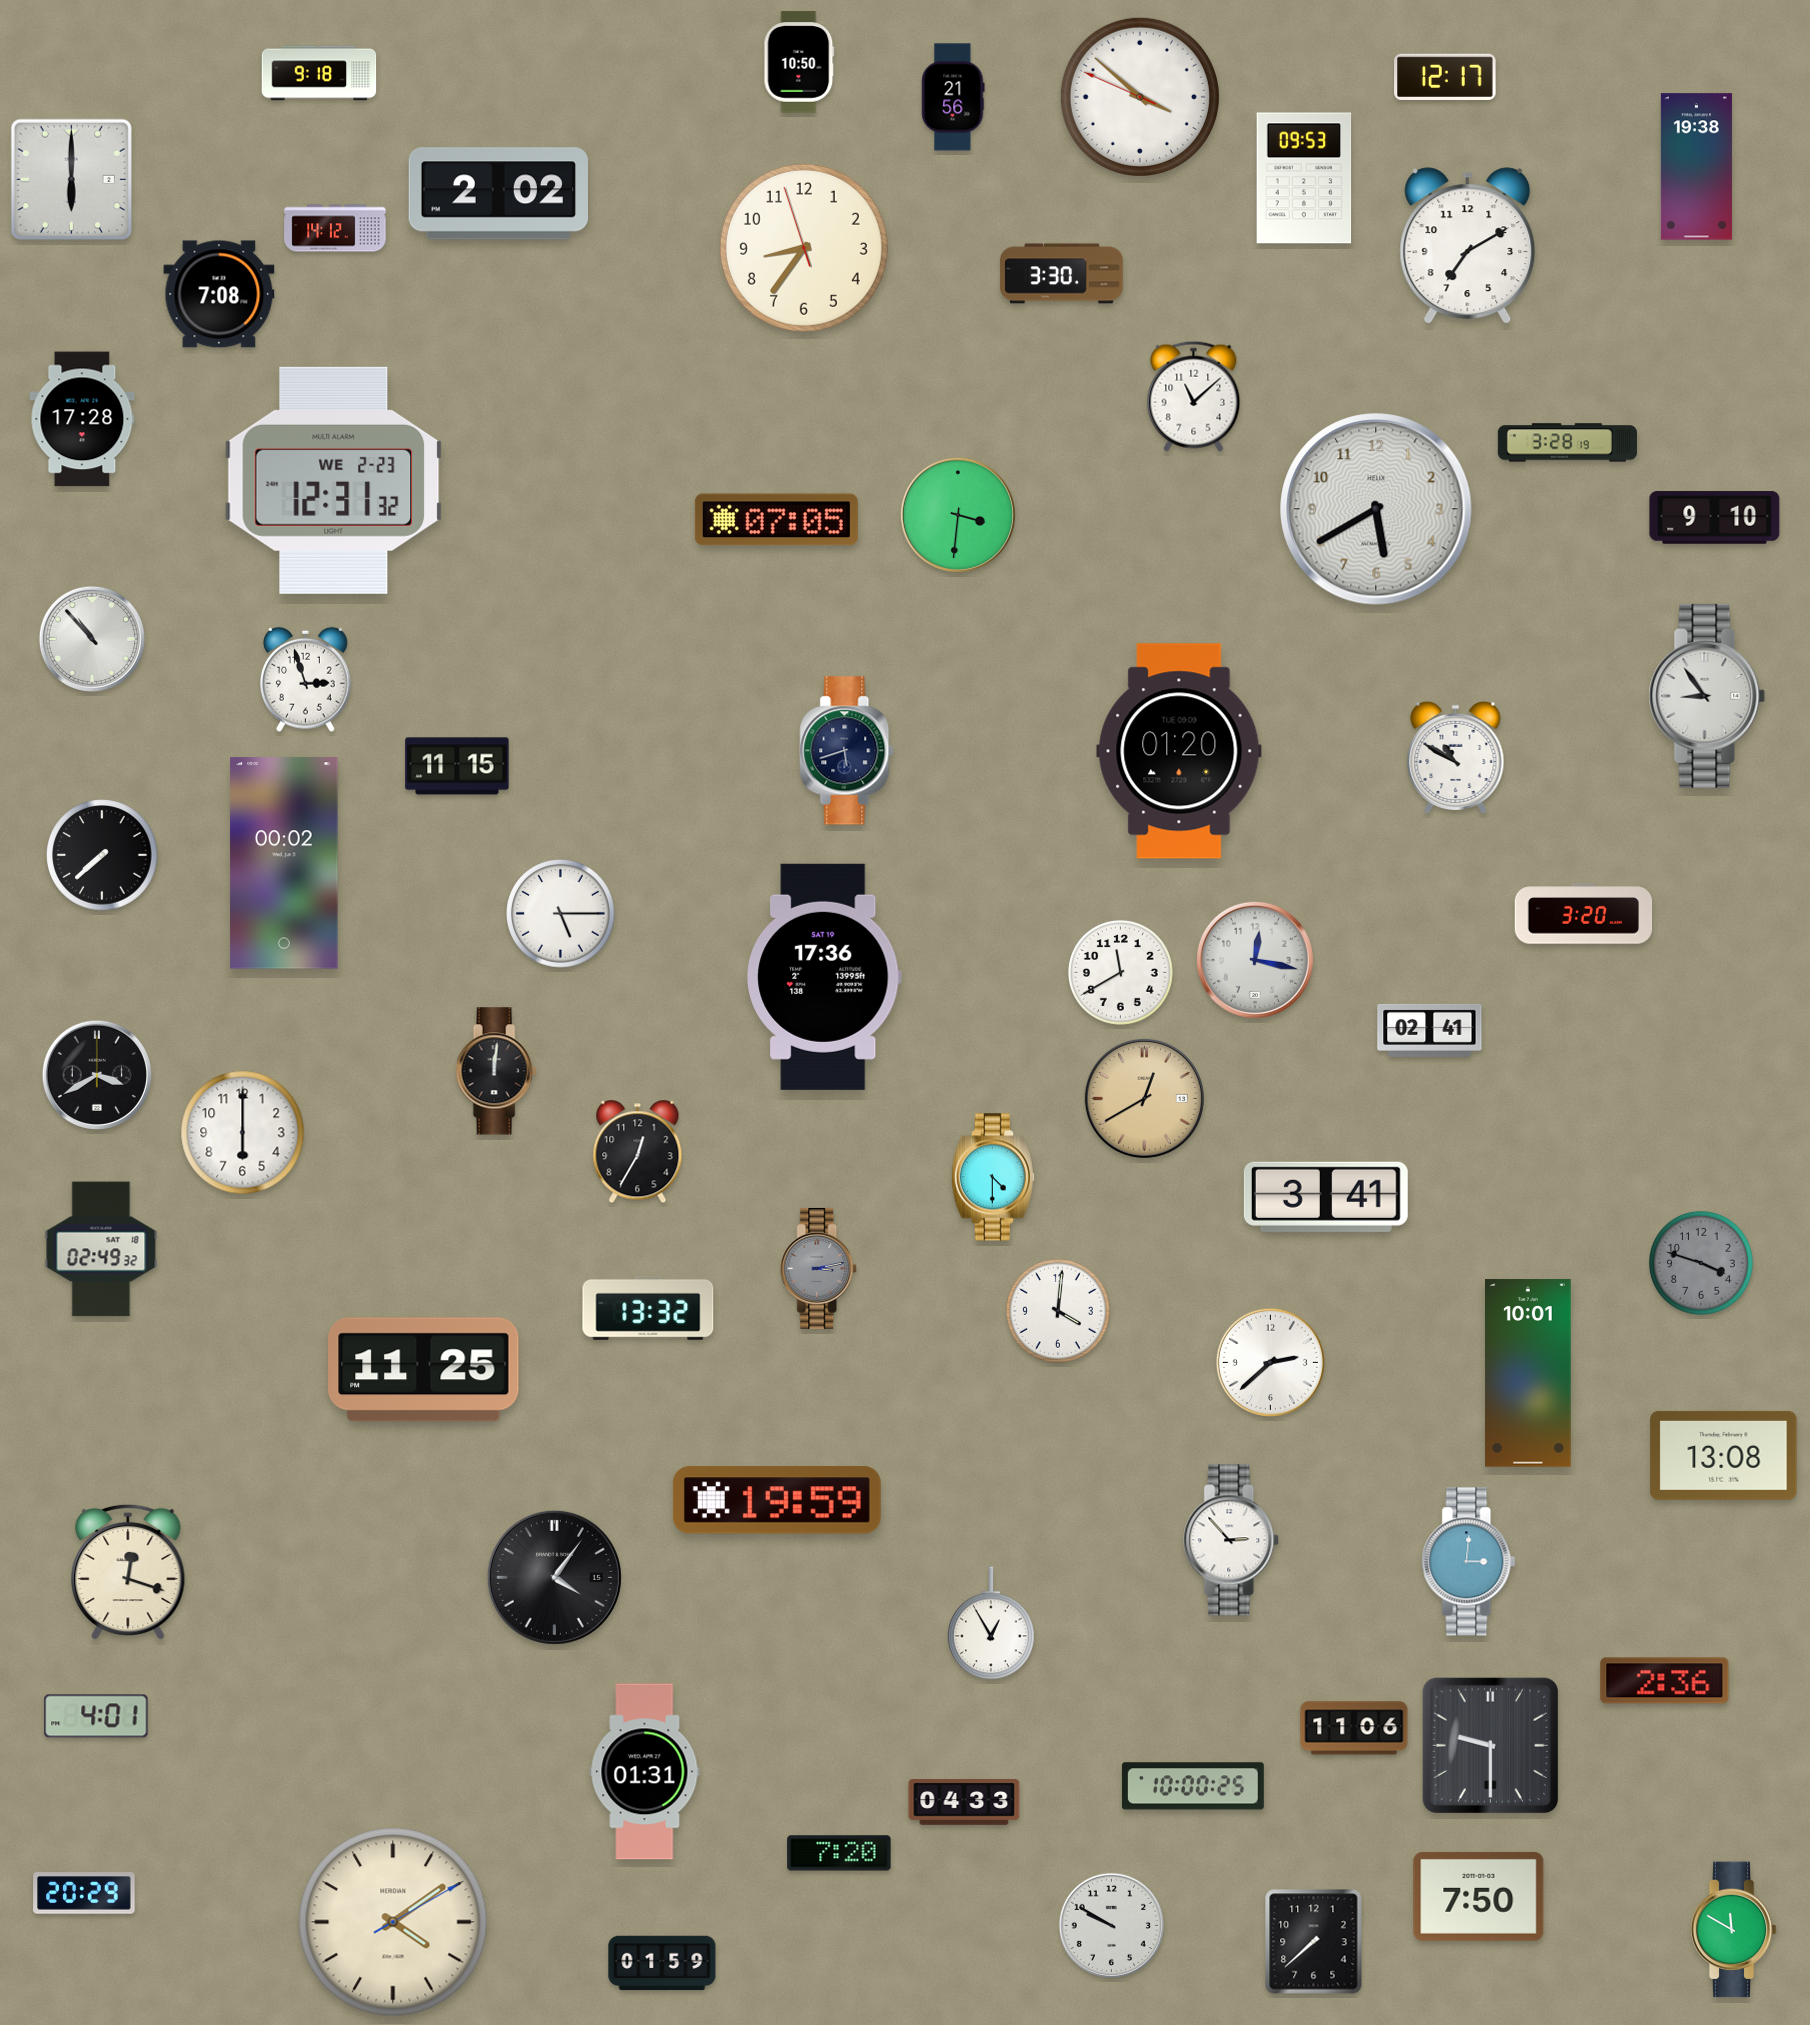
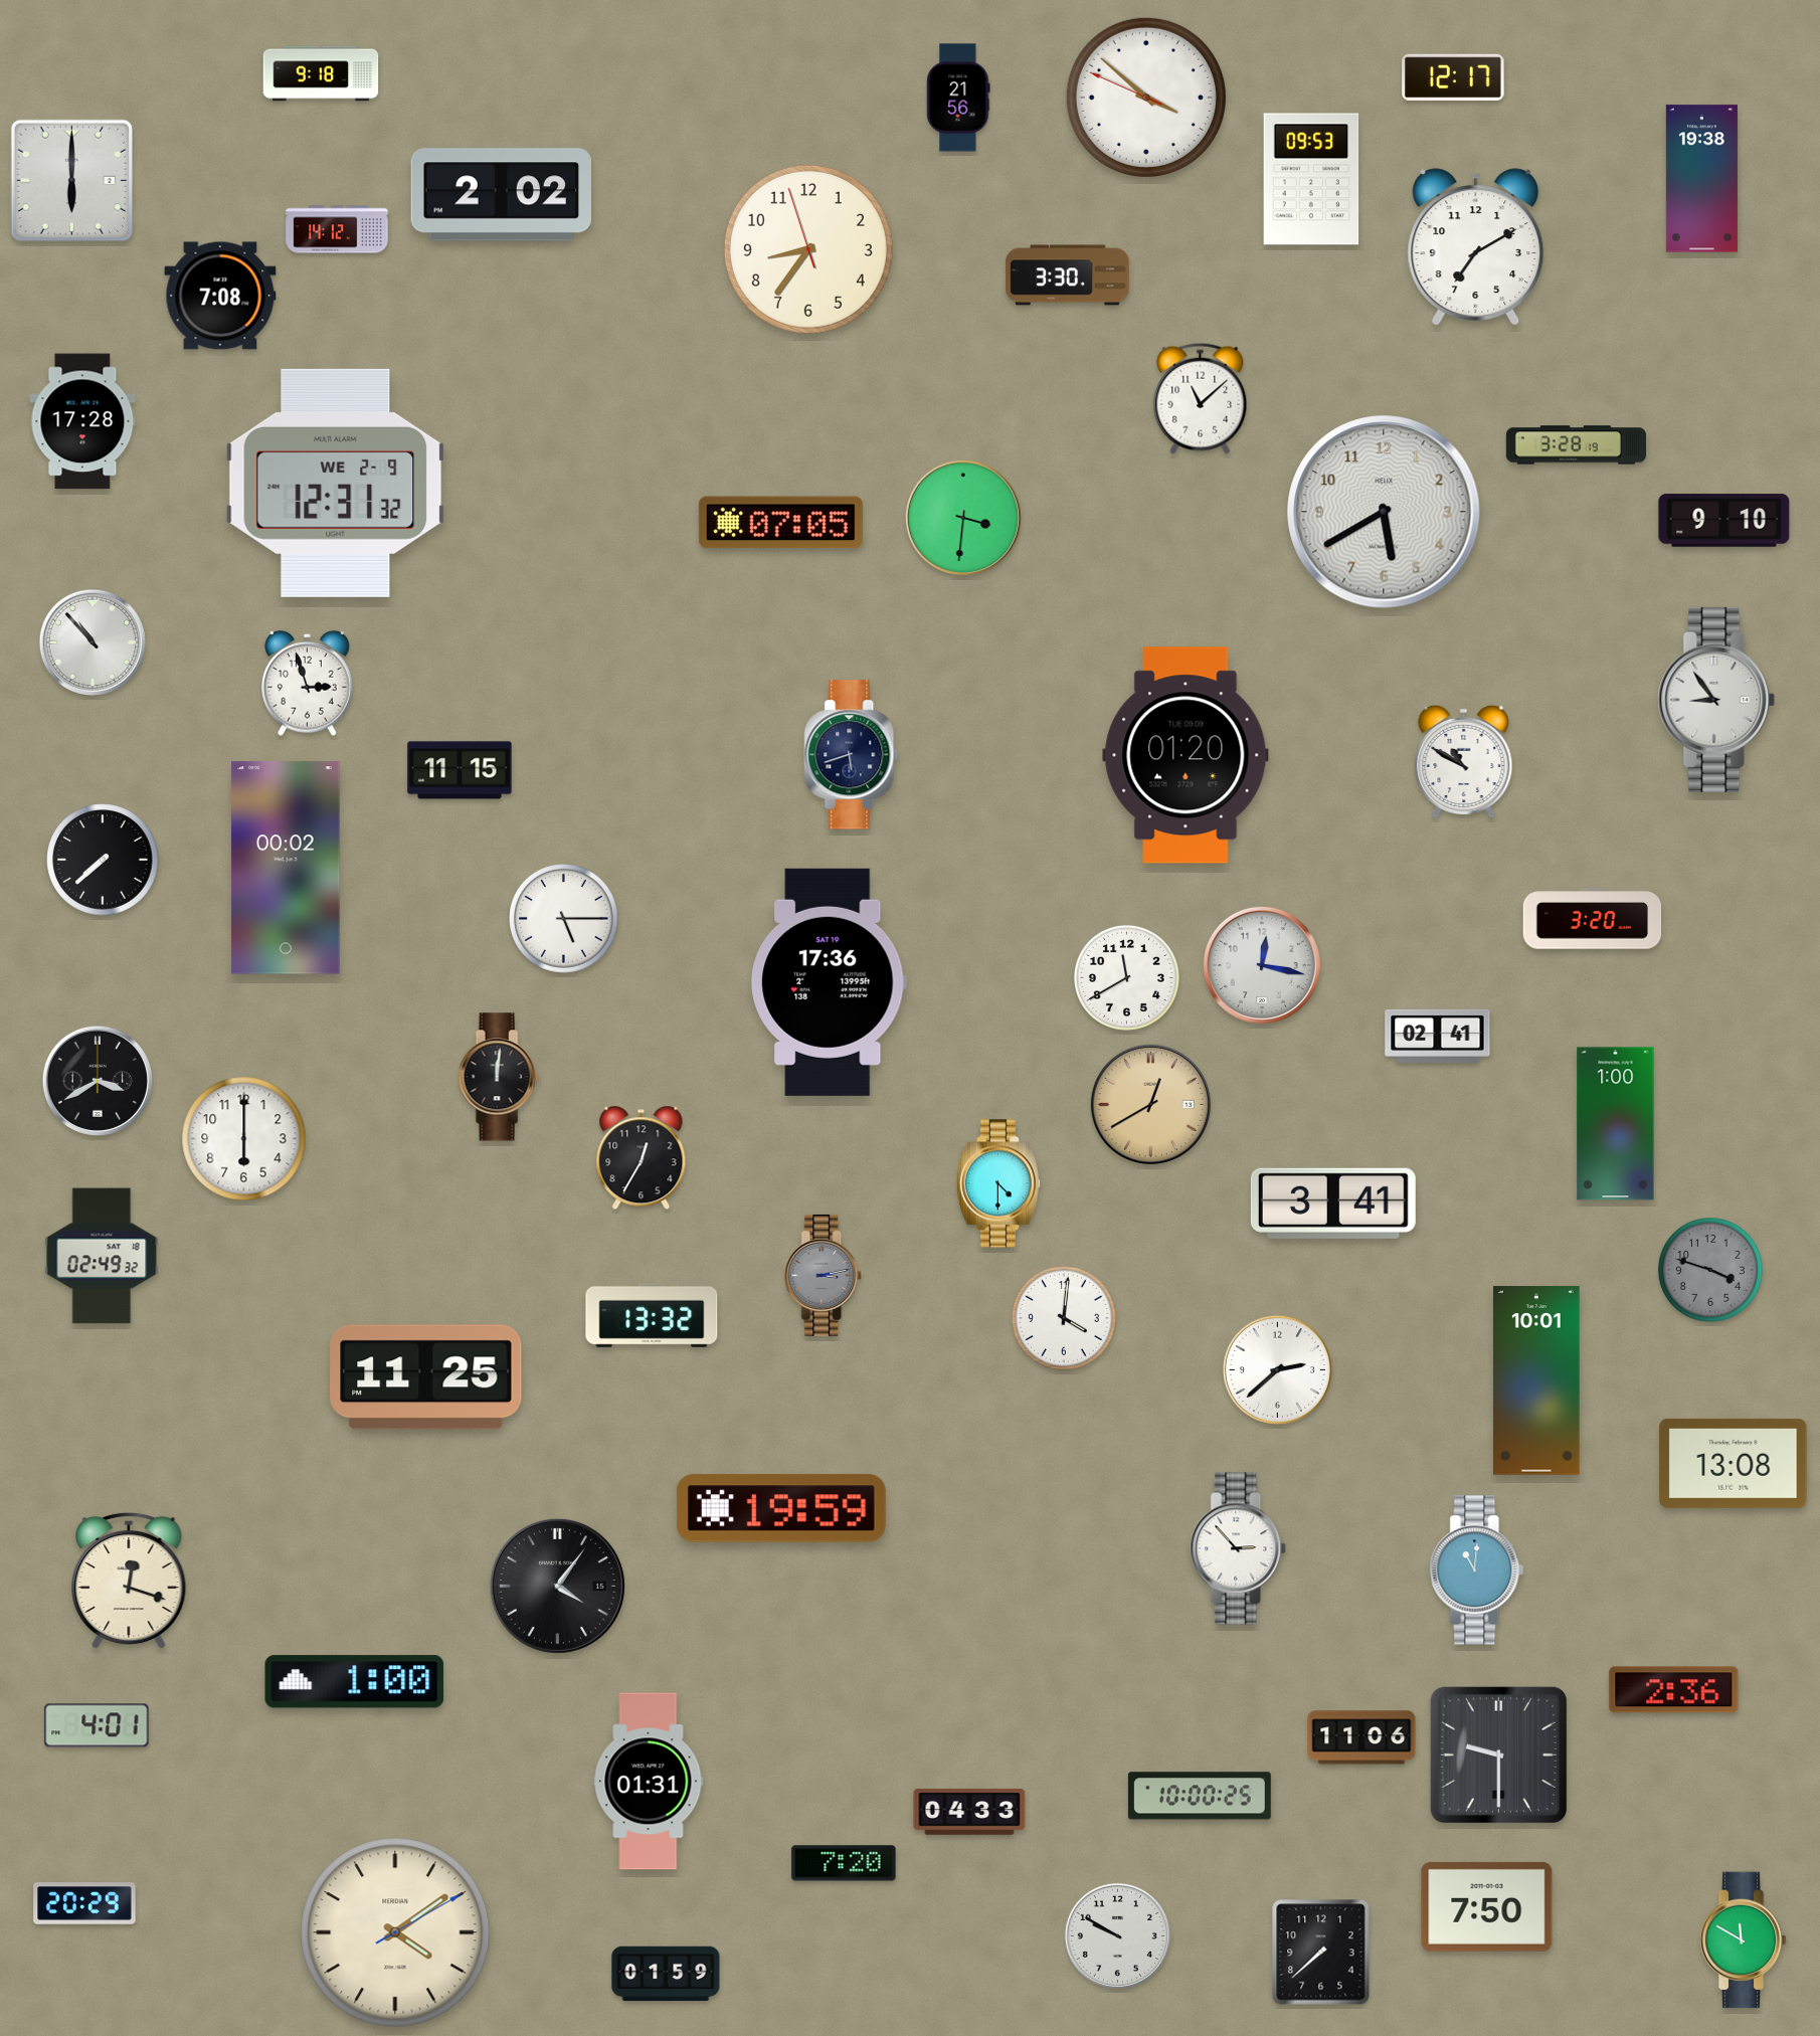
clock at (799, 62): 10:50 -> none
clock at (1696, 167) position: (1696, 167) -> (1701, 179)
clock at (334, 480) date: WE 2-23 -> WE 2-9
clock at (1616, 1124): none -> 1:00
clock at (1469, 1562): 3:01 -> 11:01
clock at (991, 1623): 12:55 -> none
clock at (355, 1682): none -> 1:00
